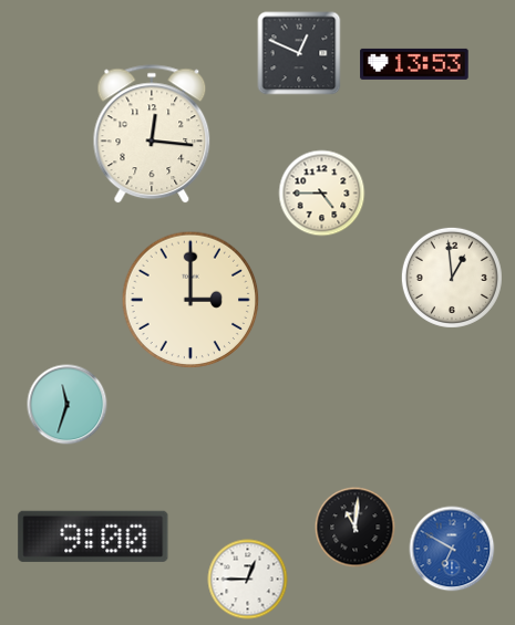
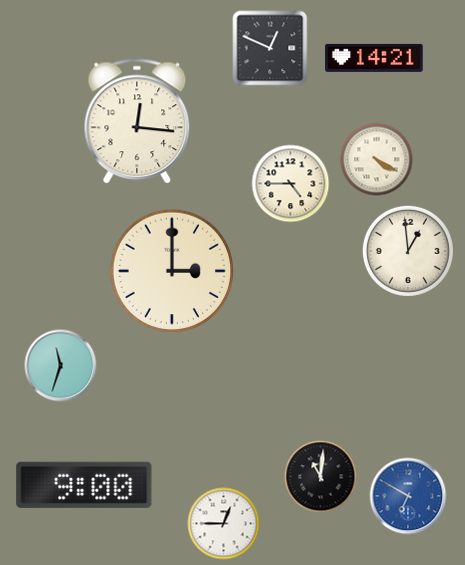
clock at (414, 64): 13:53 -> 14:21
clock at (377, 160): none -> 4:20
clock at (322, 194) position: (322, 194) -> (291, 184)
